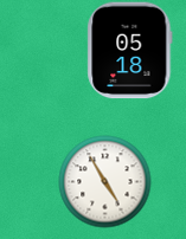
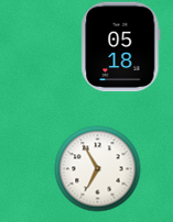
clock at (104, 181): 4:55 -> 6:55
